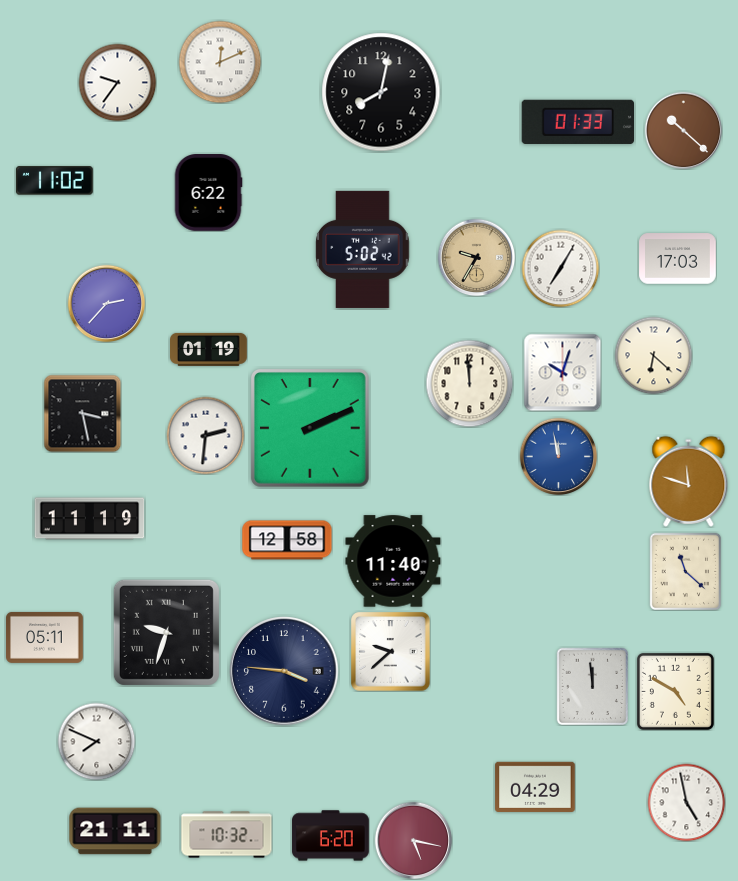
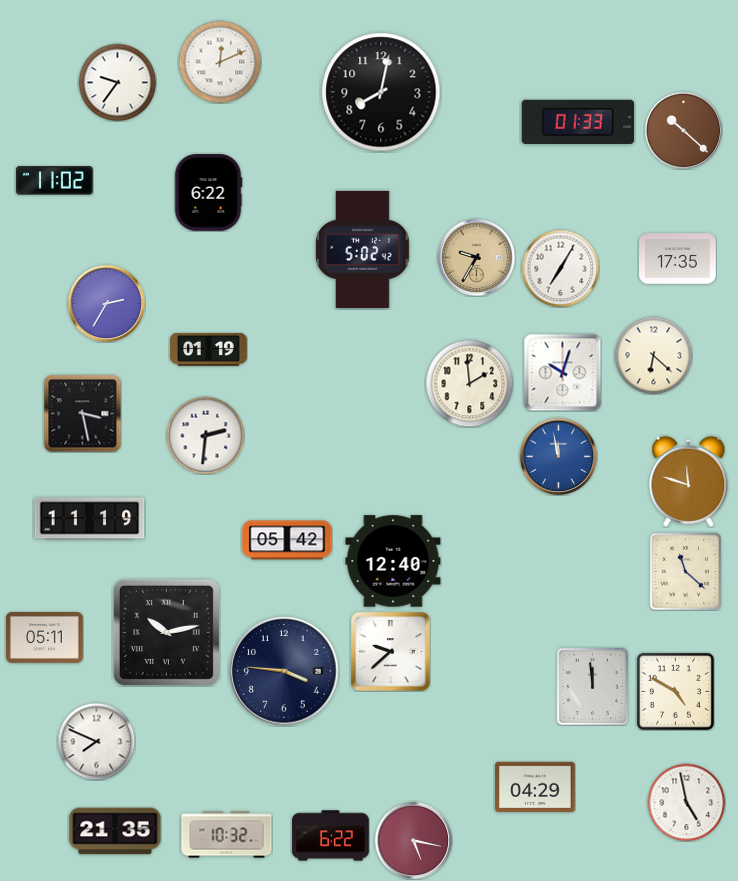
clock at (678, 259): 17:03 -> 17:35
clock at (106, 303): 2:37 -> 2:35
clock at (469, 383): 11:59 -> 1:59
clock at (310, 428): 2:11 -> none
clock at (287, 540): 12:58 -> 05:42
clock at (393, 561): 11:40 -> 12:40
clock at (166, 632): 9:33 -> 10:13
clock at (115, 831): 21:11 -> 21:35
clock at (331, 836): 6:20 -> 6:22
